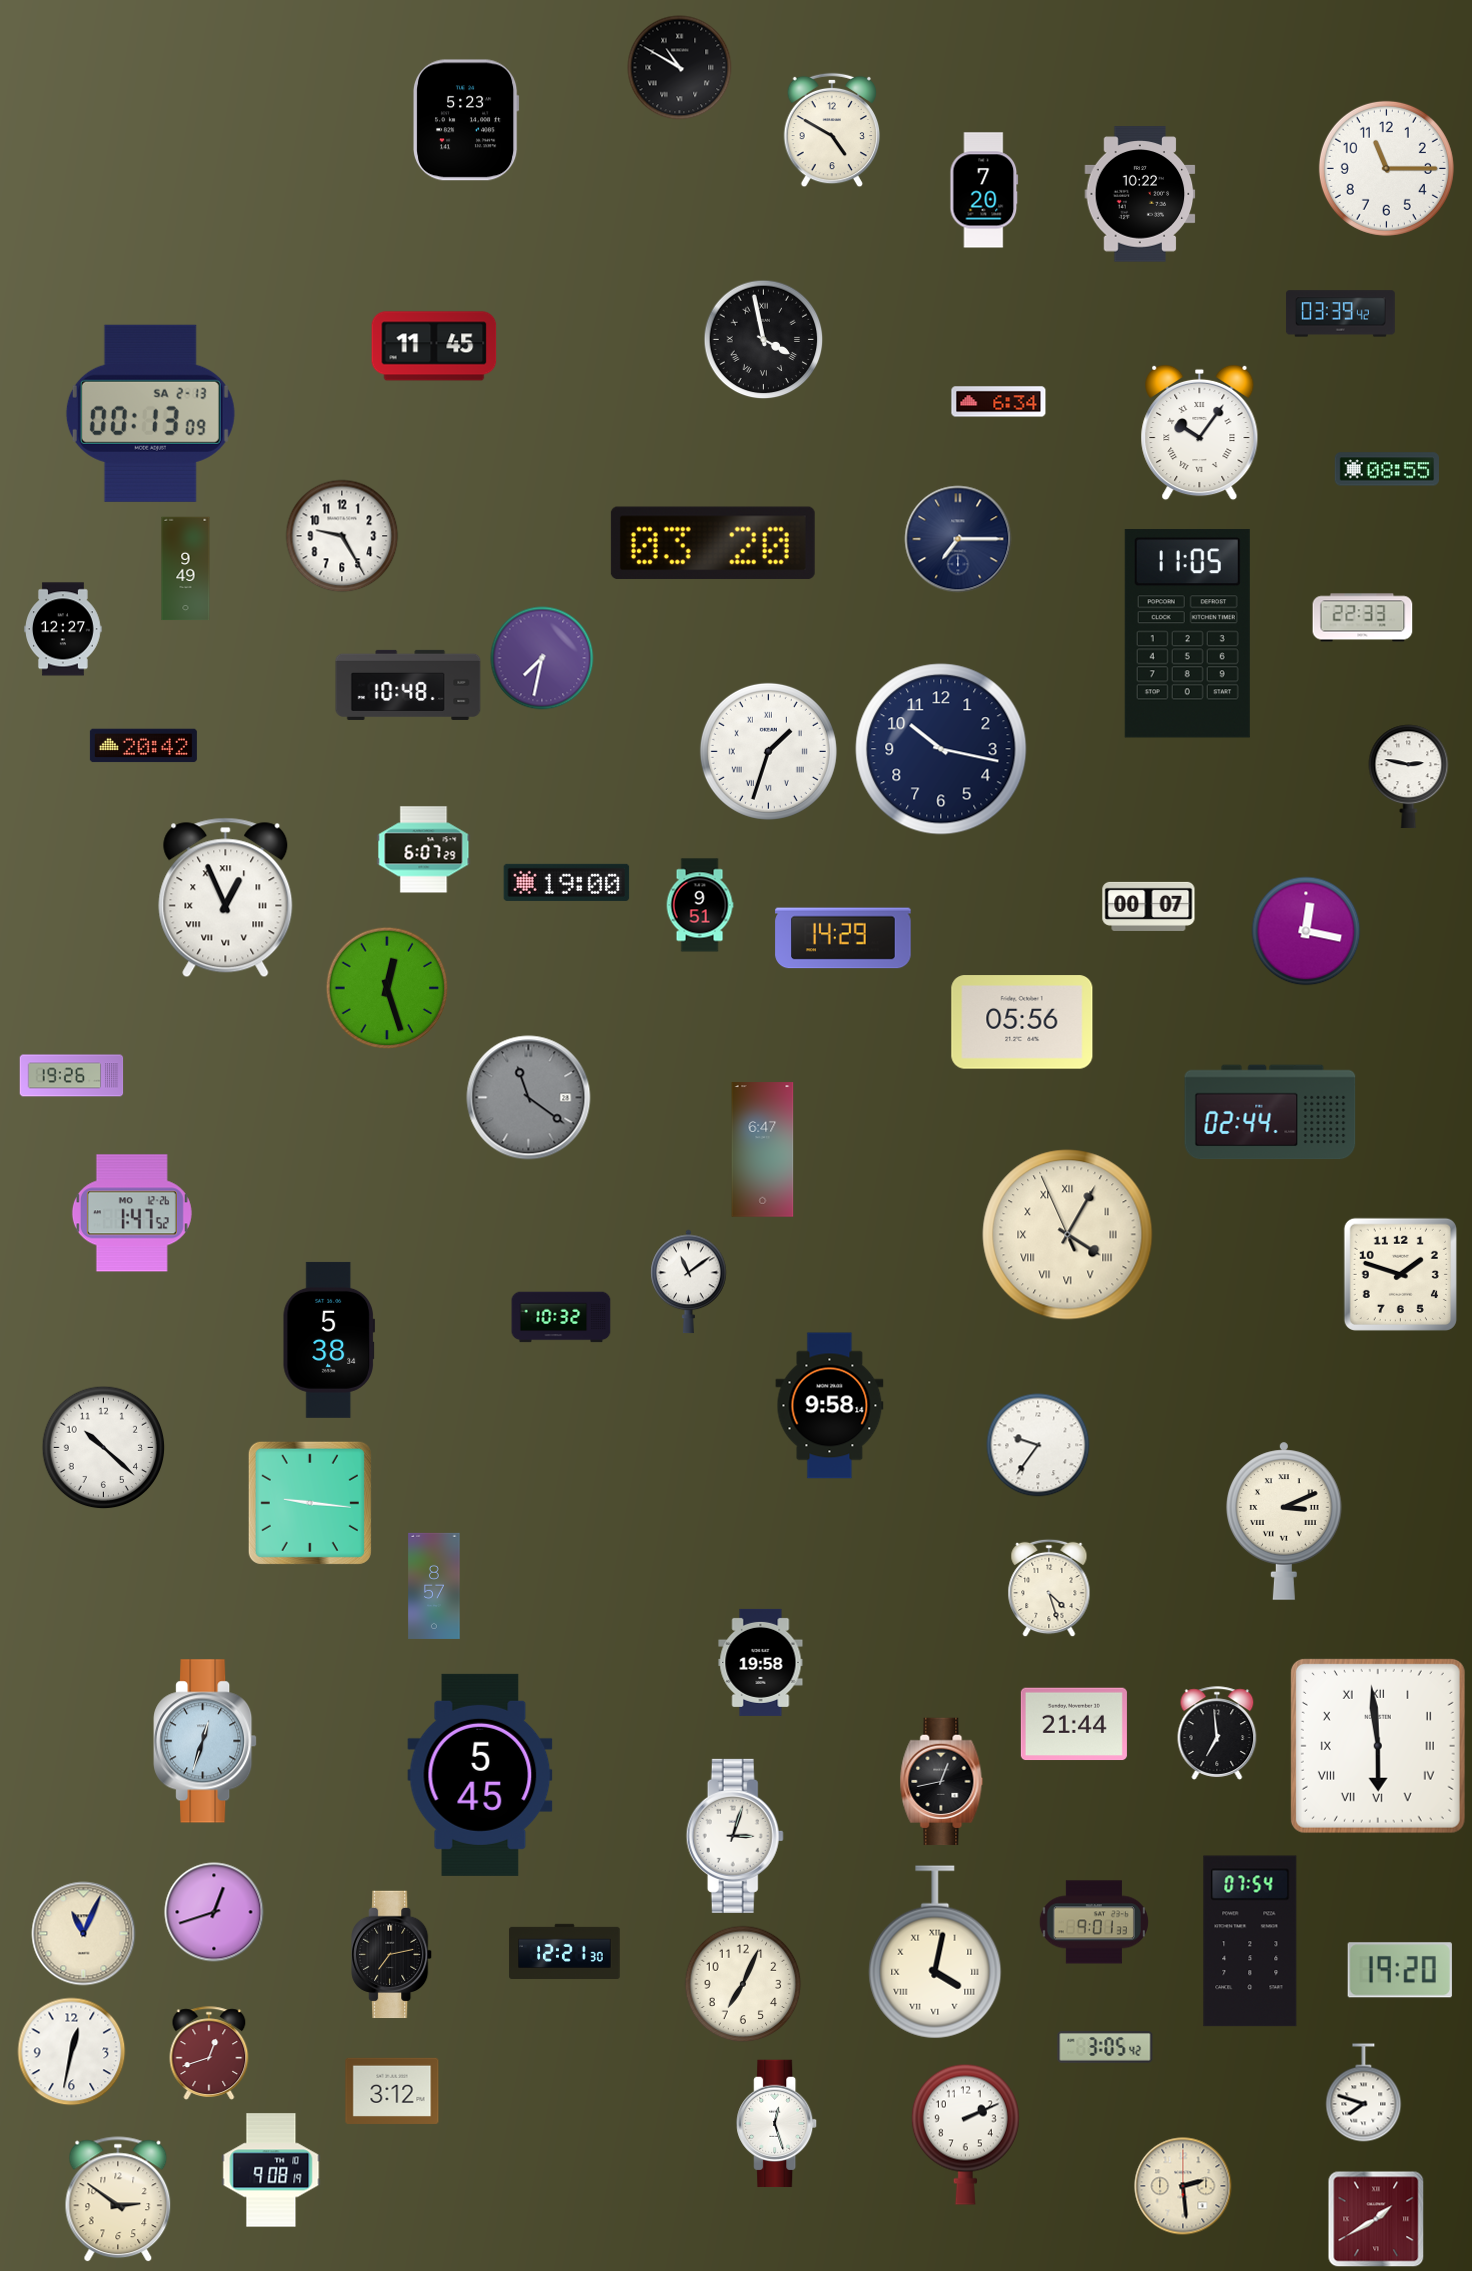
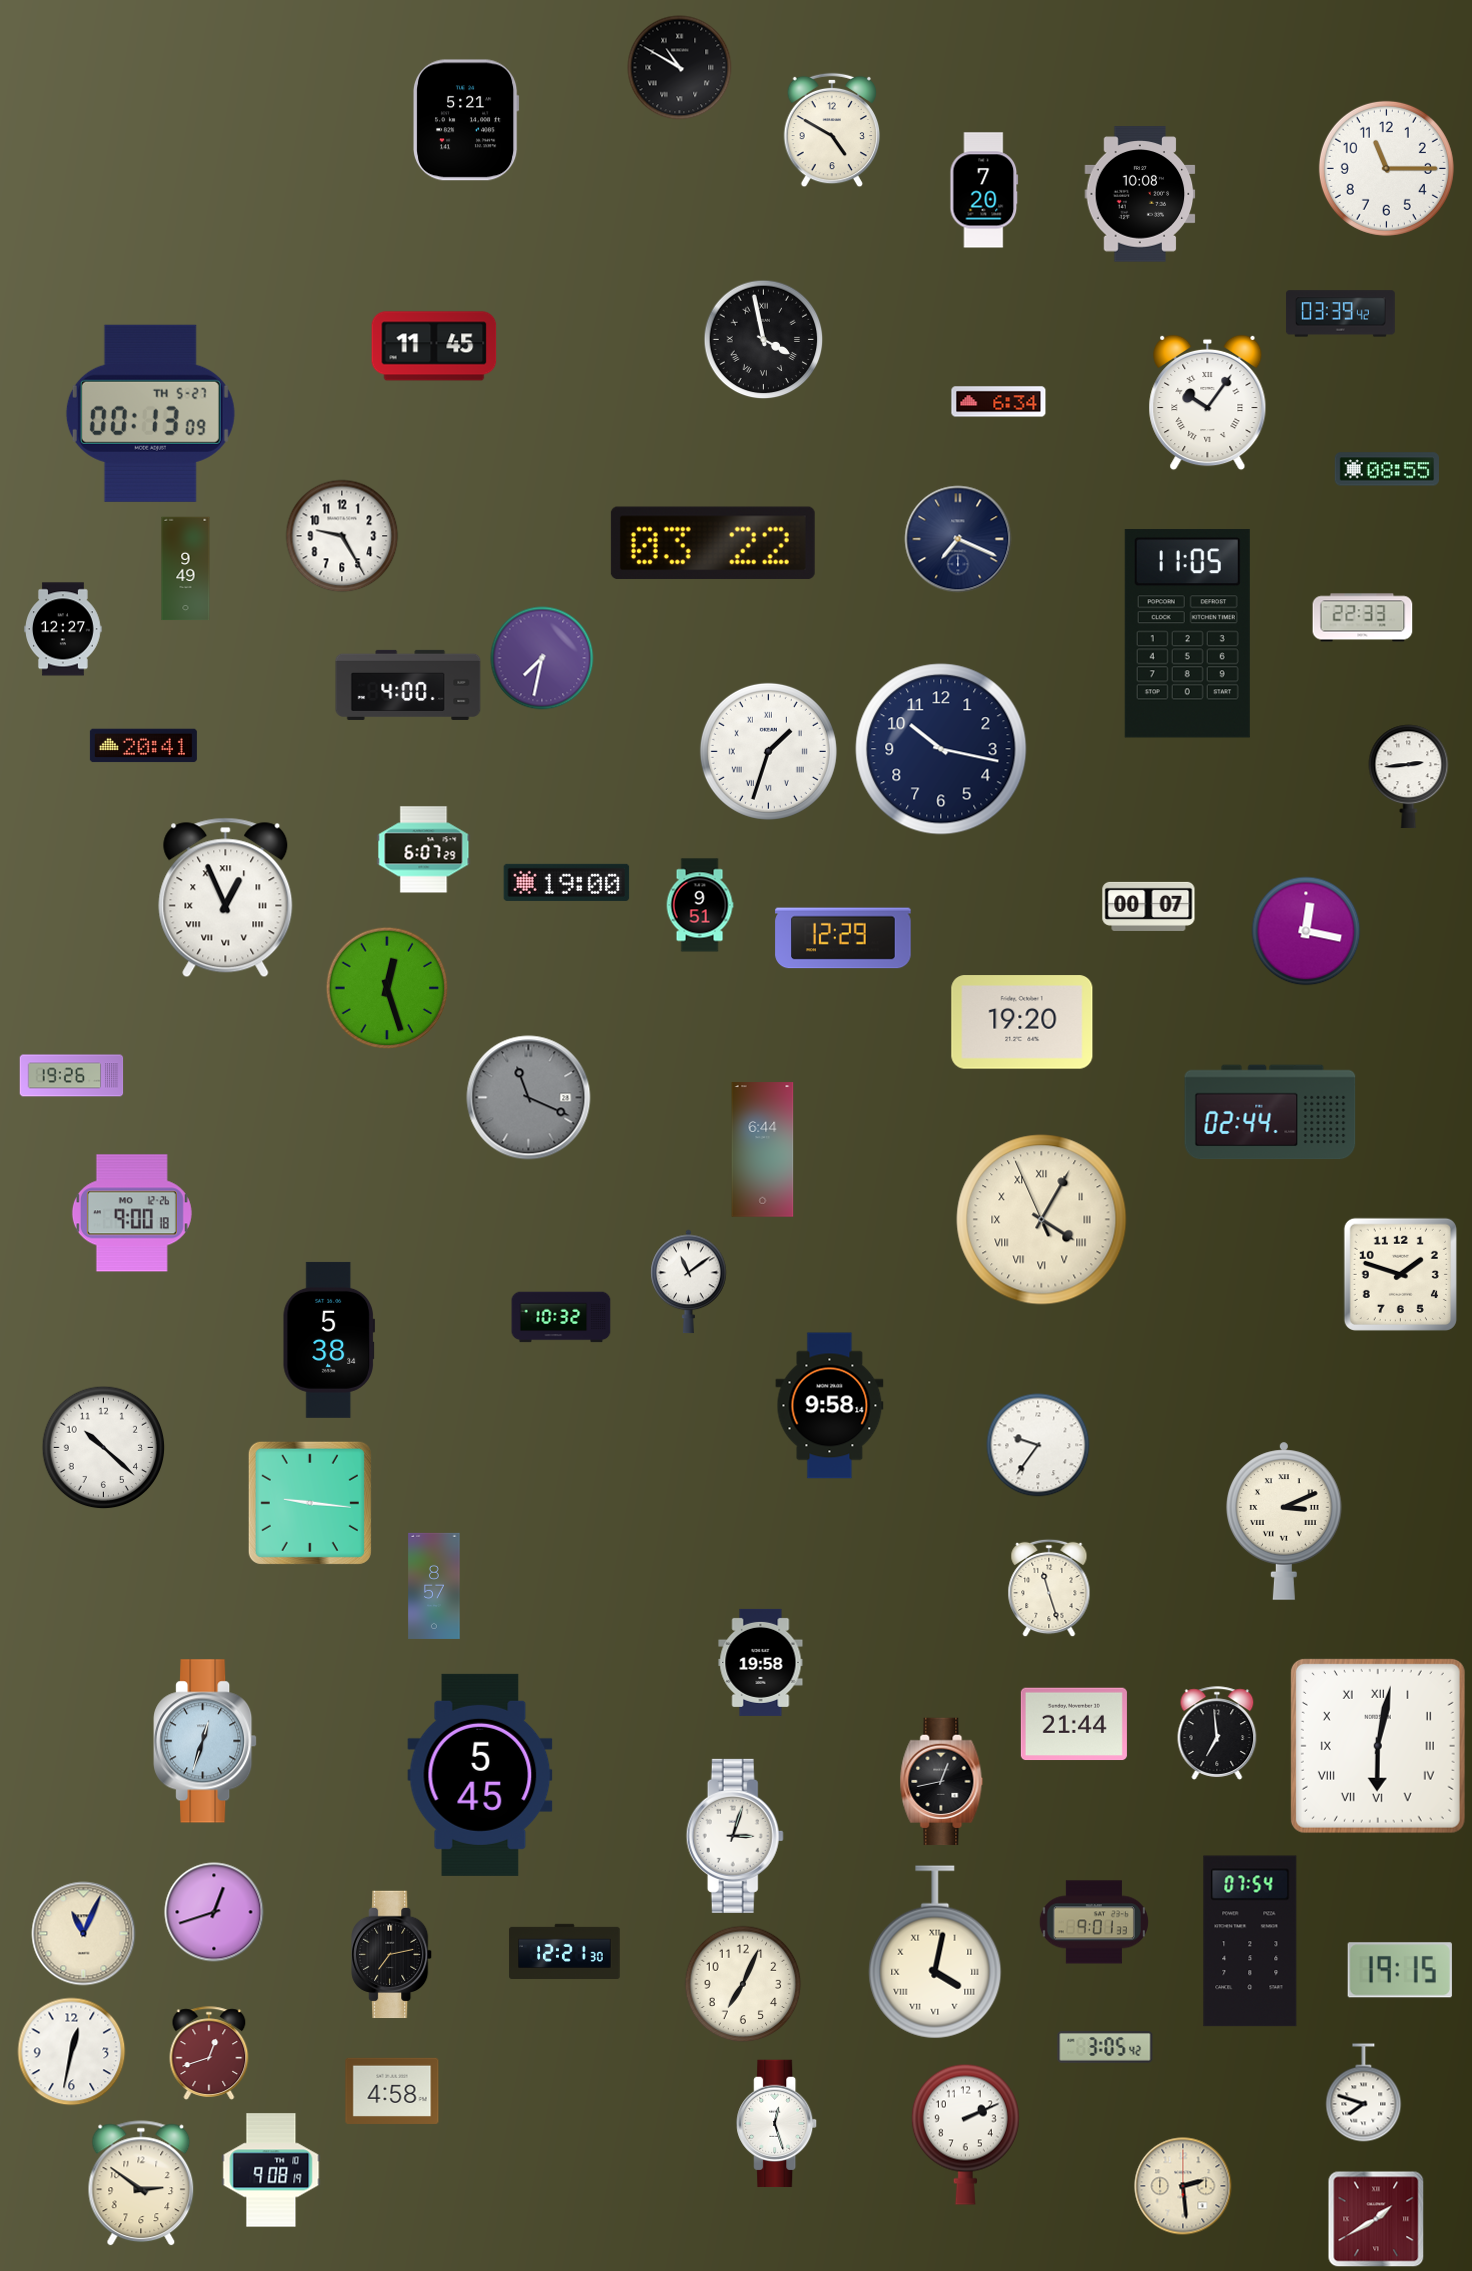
clock at (467, 120): 5:23 -> 5:21
clock at (1140, 194): 10:22 -> 10:08
clock at (150, 413) date: SA 2-13 -> TH 5-27
clock at (1200, 433) position: (1200, 433) -> (1208, 403)
clock at (958, 539): 7:15 -> 7:19
clock at (713, 543): 03:20 -> 03:22
clock at (408, 685): 10:48 -> 4:00
clock at (143, 746): 20:42 -> 20:41
clock at (1409, 777): 2:47 -> 2:44
clock at (843, 938): 14:29 -> 12:29
clock at (1022, 1022): 05:56 -> 19:20
clock at (529, 1098): 11:21 -> 11:19
clock at (763, 1150): 6:47 -> 6:44
clock at (132, 1213): 1:47 -> 9:00
clock at (1068, 1235) position: (1068, 1235) -> (1042, 1220)
clock at (1049, 1588): 4:27 -> 11:27
clock at (1378, 1746): 5:59 -> 6:02
clock at (1400, 1970): 19:20 -> 19:15
clock at (392, 2090): 3:12 -> 4:58
clock at (118, 2200) position: (118, 2200) -> (141, 2184)
